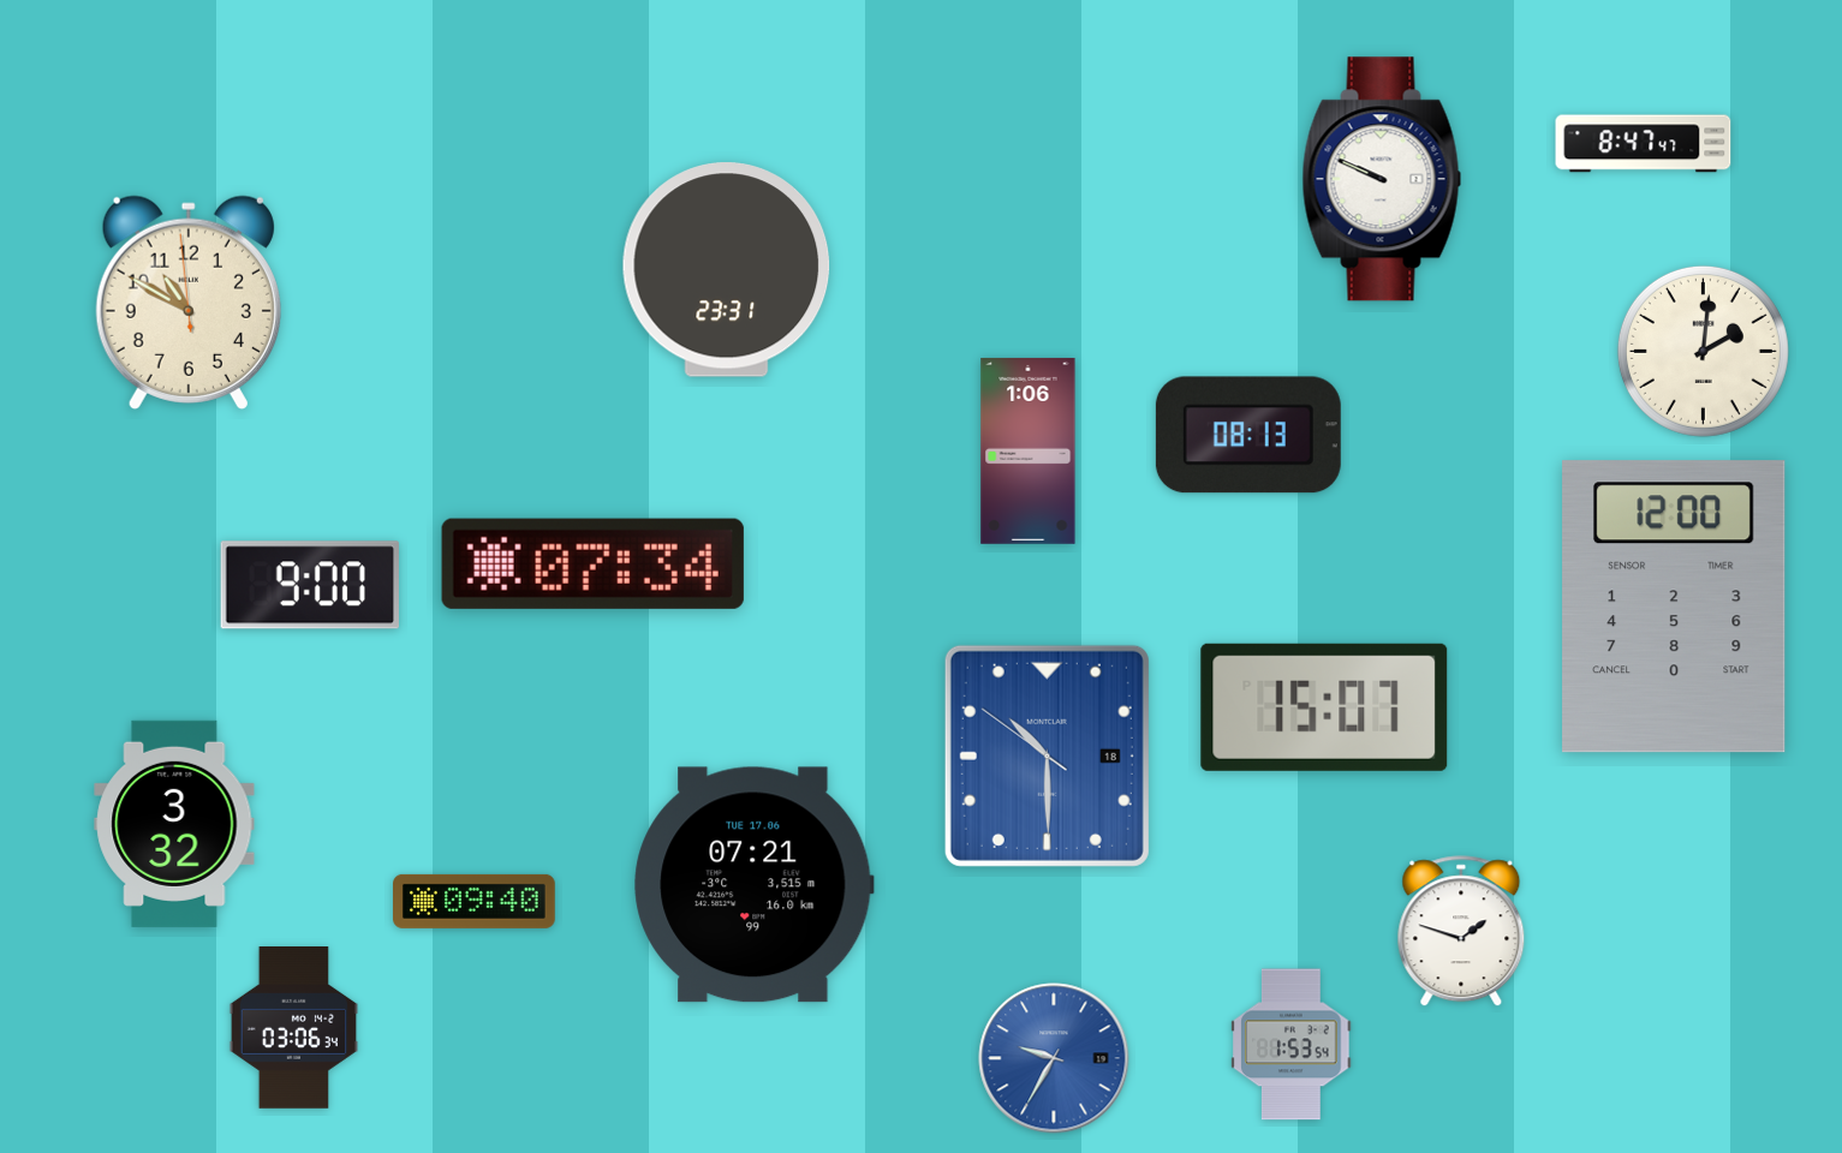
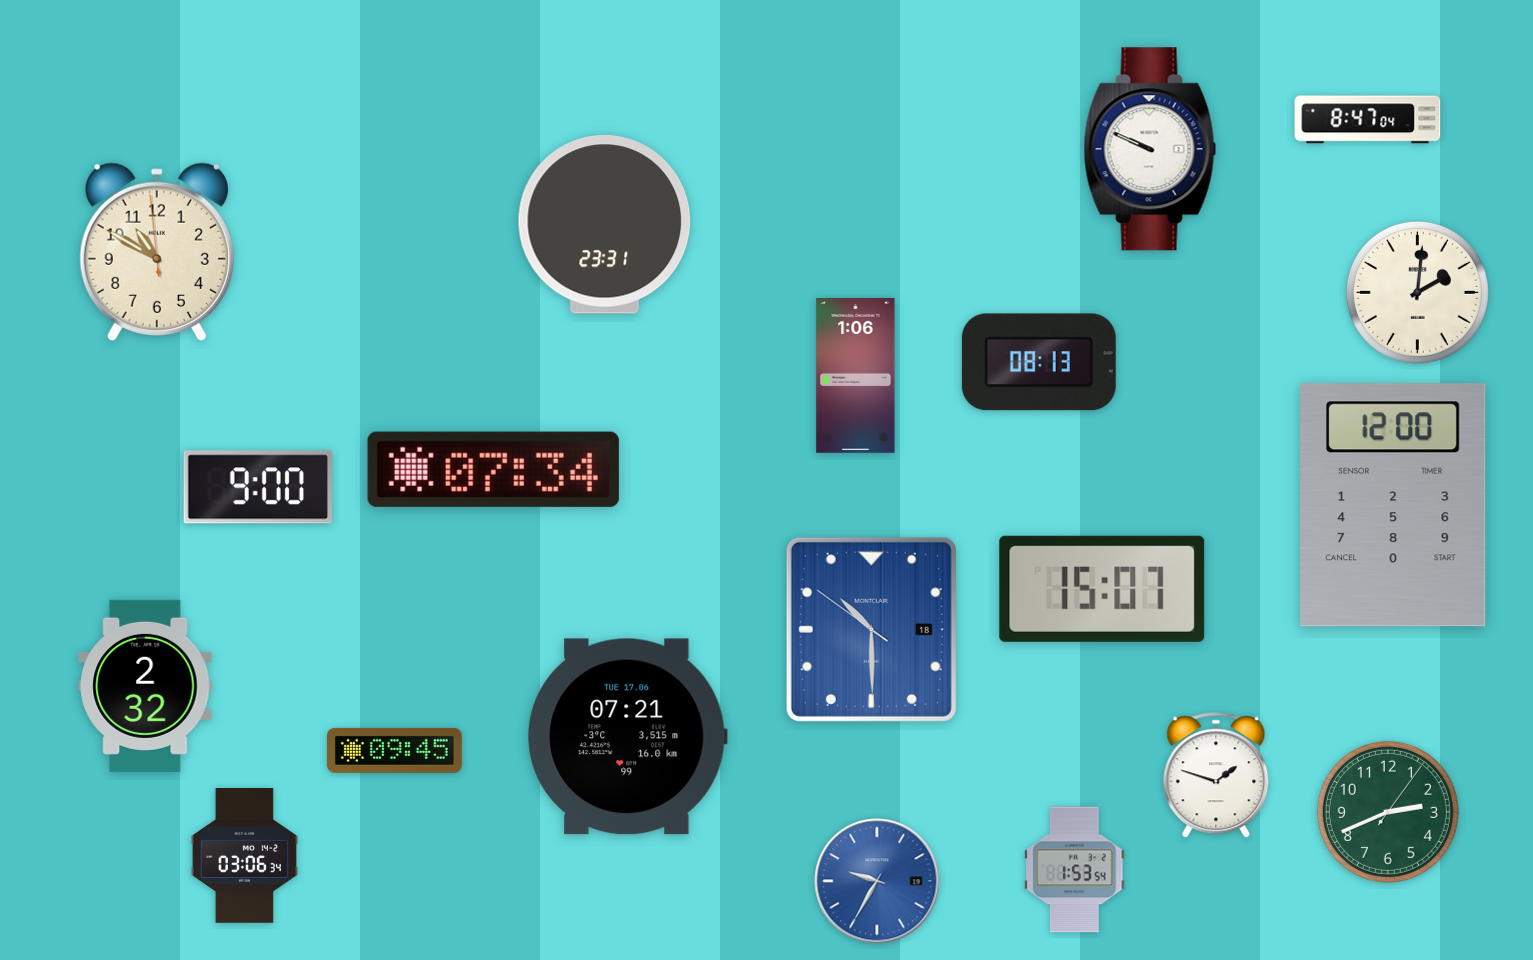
clock at (1644, 144): 8:47:47 -> 8:47:04
clock at (174, 824): 3:32 -> 2:32
clock at (475, 901): 09:40 -> 09:45
clock at (1388, 812): none -> 2:41
